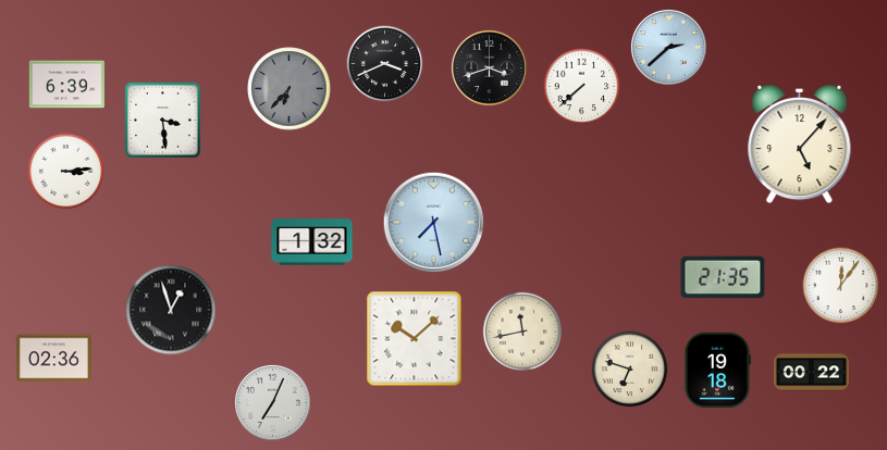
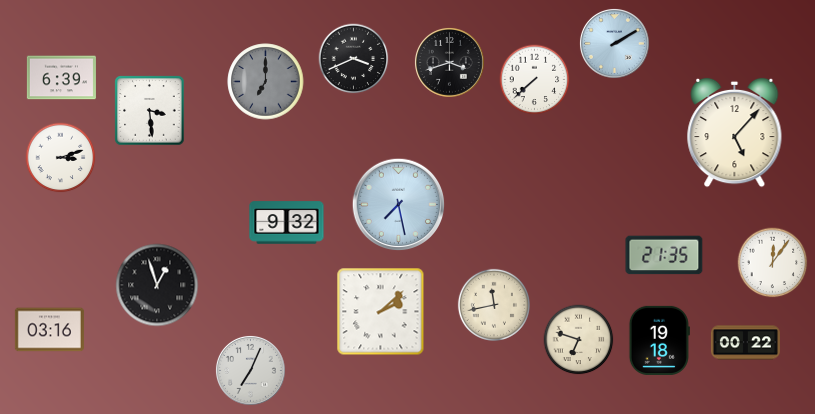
clock at (668, 47): 2:38 -> 2:10
clock at (289, 89): 6:37 -> 7:00
clock at (66, 172): 3:14 -> 3:12
clock at (312, 242): 1:32 -> 9:32
clock at (522, 332) position: (522, 332) -> (494, 305)
clock at (415, 339): 10:08 -> 2:08
clock at (53, 359): 02:36 -> 03:16
